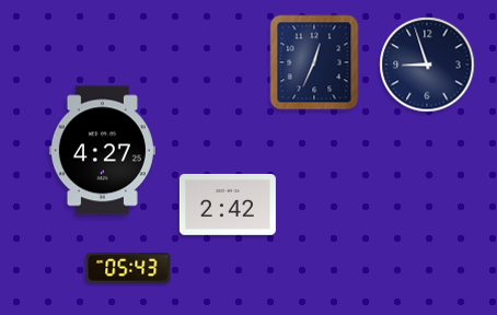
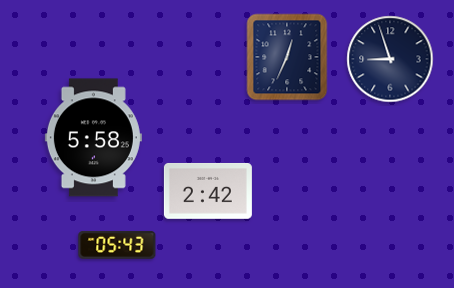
clock at (102, 151): 4:27 -> 5:58
clock at (228, 205) position: (228, 205) -> (208, 191)
